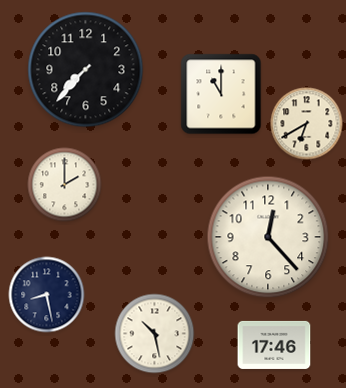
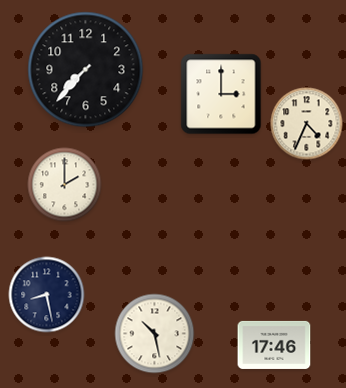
clock at (221, 94): 11:00 -> 3:00
clock at (307, 124): 6:40 -> 4:34
clock at (268, 237): 12:23 -> none
